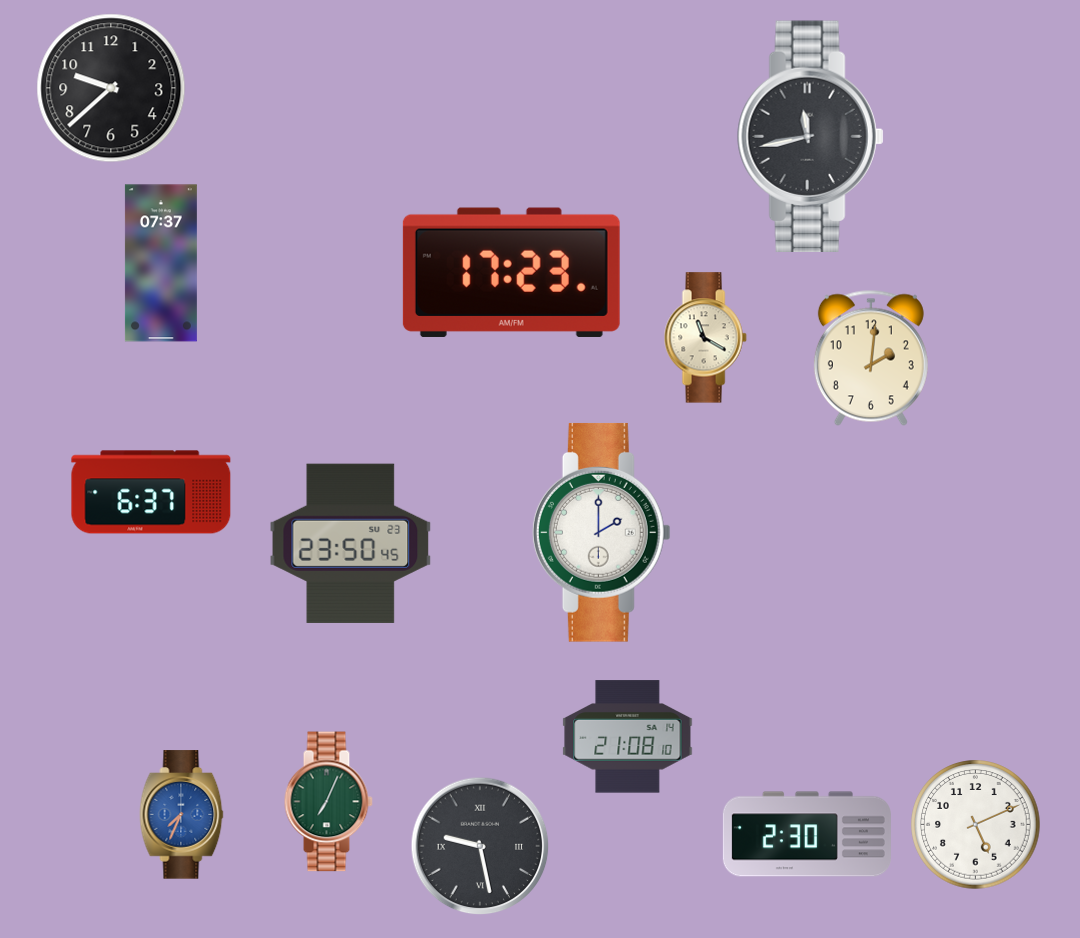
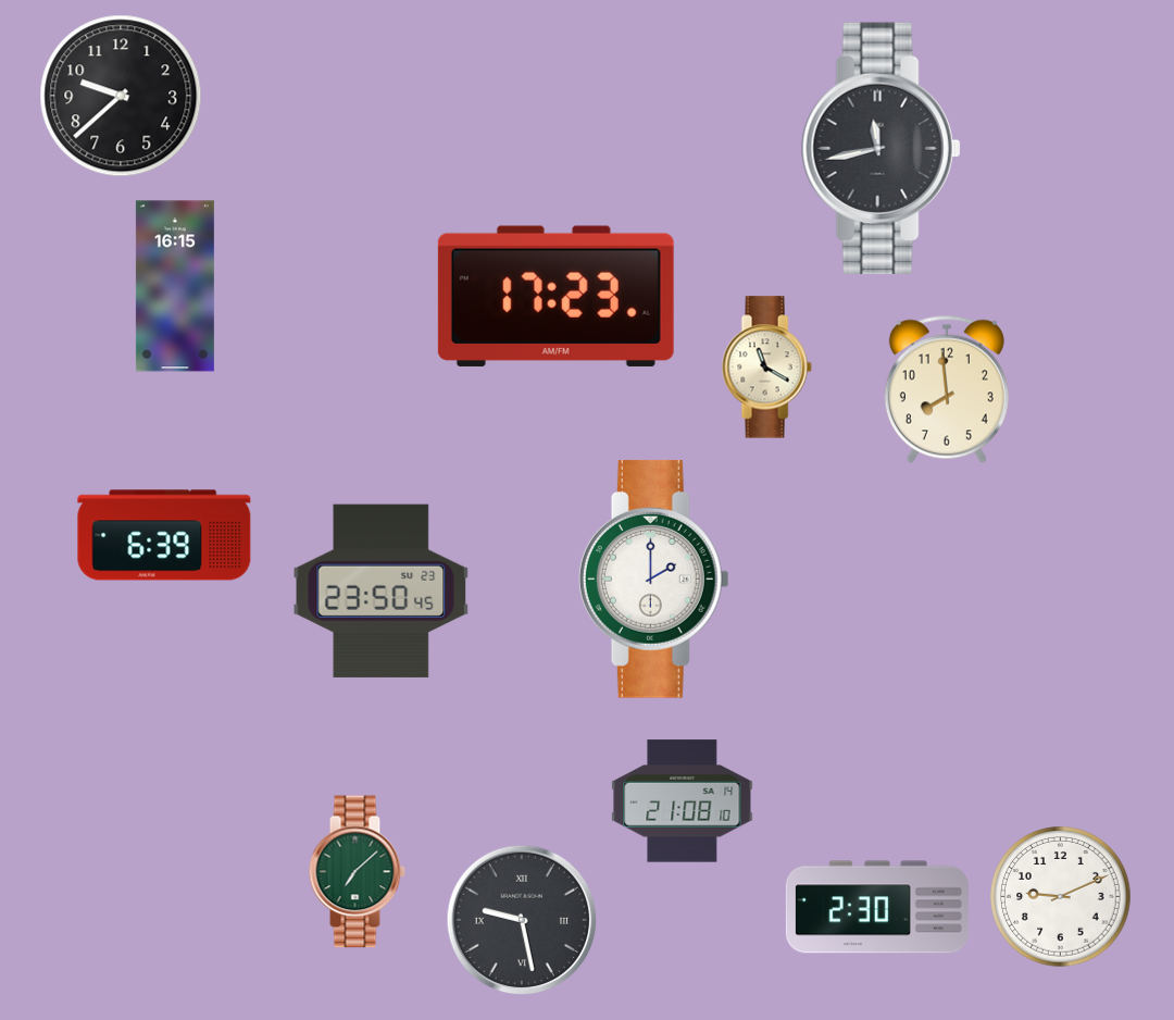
clock at (161, 263): 07:37 -> 16:15
clock at (871, 358): 2:01 -> 7:59
clock at (151, 492): 6:37 -> 6:39
clock at (328, 802): 7:04 -> 7:08
clock at (182, 815): 7:34 -> none
clock at (976, 825): 5:11 -> 9:11
